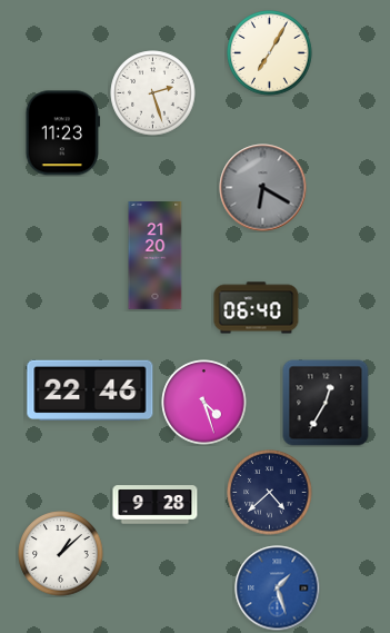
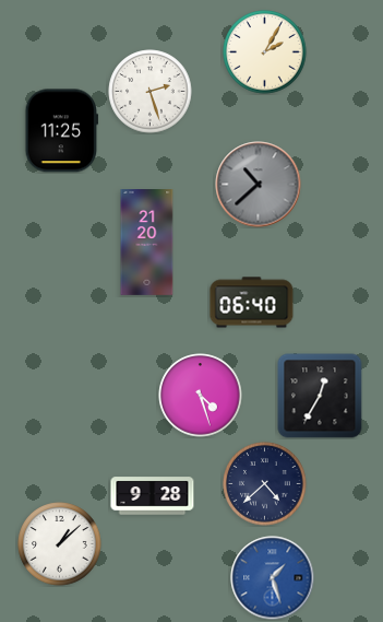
clock at (270, 53): 7:05 -> 2:05
clock at (63, 133): 11:23 -> 11:25
clock at (263, 188): 6:20 -> 10:38
clock at (156, 256) position: (156, 256) -> (147, 243)
clock at (90, 389): 22:46 -> none
